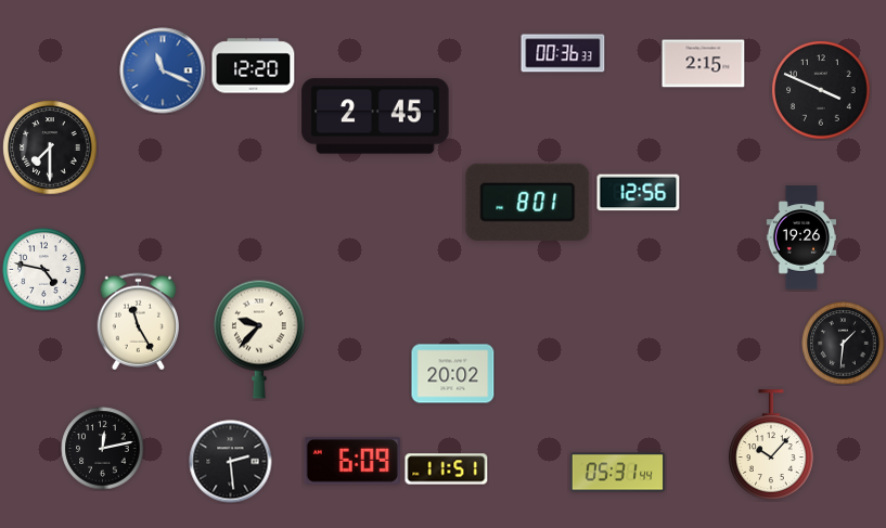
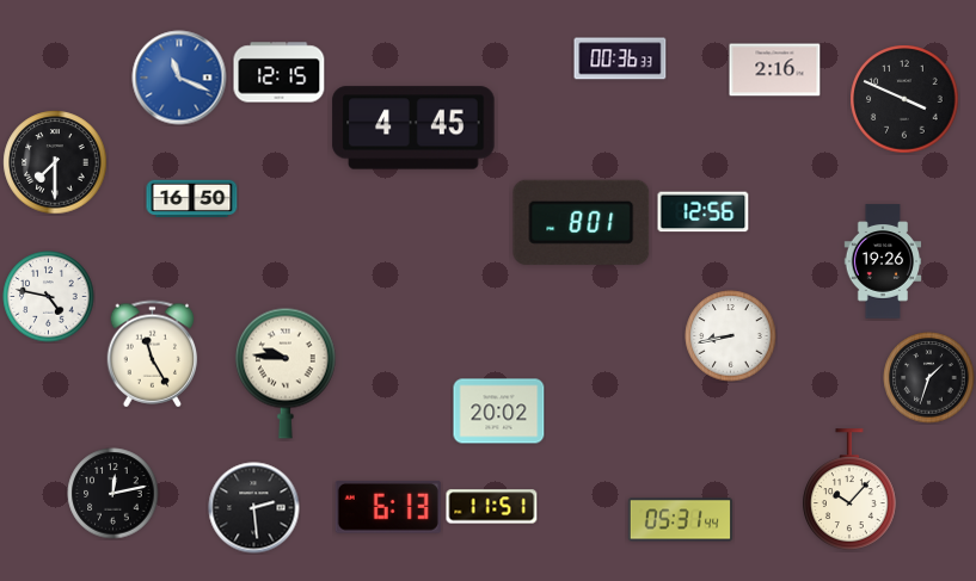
clock at (704, 64): 2:15 -> 2:16
clock at (254, 66): 12:20 -> 12:15
clock at (375, 116): 2:45 -> 4:45
clock at (192, 198): none -> 16:50
clock at (731, 336): none -> 8:43
clock at (259, 339): 9:37 -> 9:46
clock at (844, 344): 1:31 -> 1:33
clock at (352, 461): 6:09 -> 6:13
clock at (447, 469) position: (447, 469) -> (492, 507)
